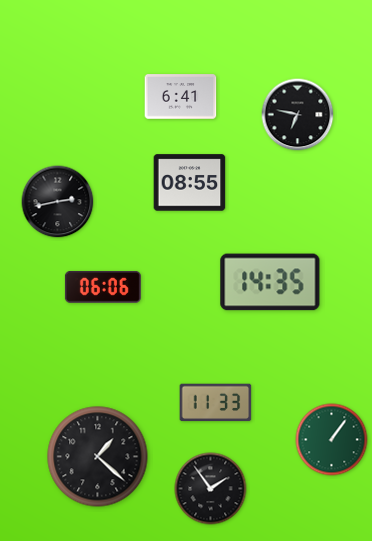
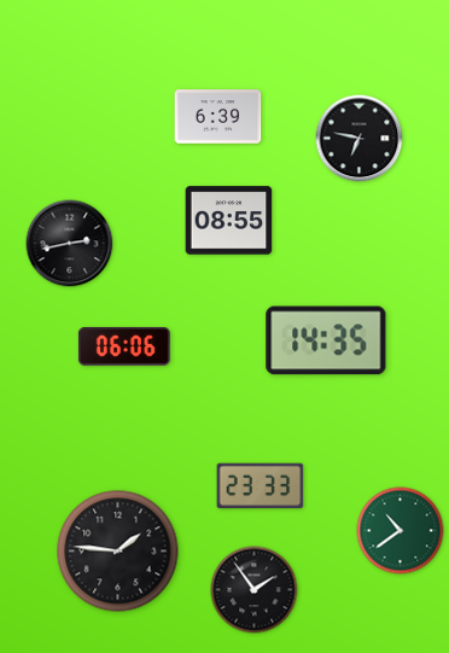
clock at (181, 97): 6:41 -> 6:39
clock at (216, 403): 11:33 -> 23:33
clock at (332, 440): 1:06 -> 10:39
clock at (98, 457): 1:22 -> 1:46
